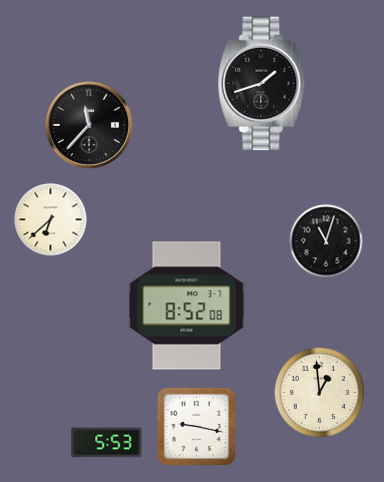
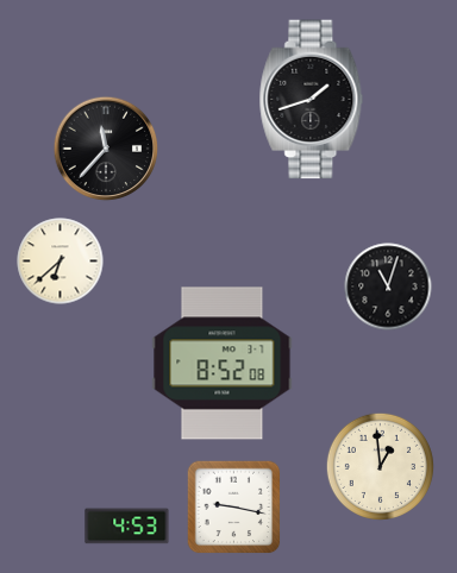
clock at (107, 443): 5:53 -> 4:53
